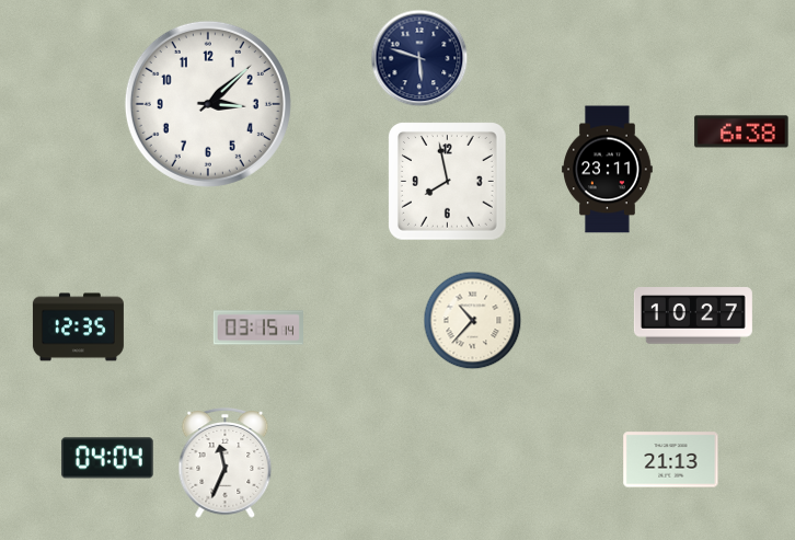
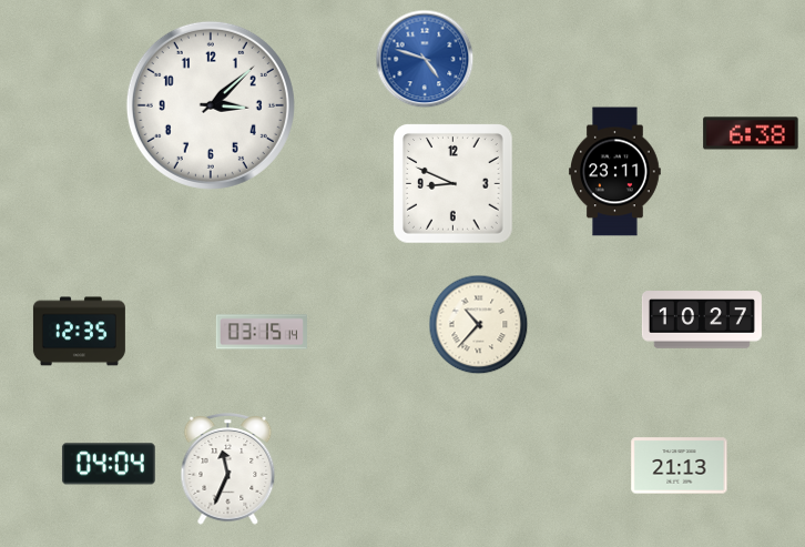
clock at (419, 58): 5:48 -> 4:48
clock at (419, 58) dial: navy -> blue
clock at (448, 182): 7:58 -> 8:49
